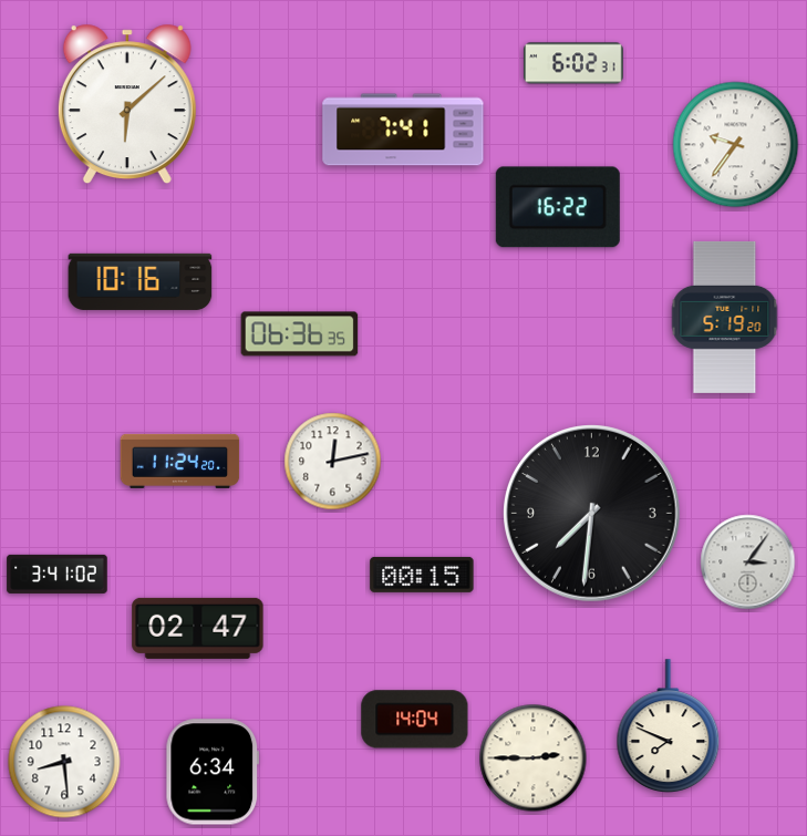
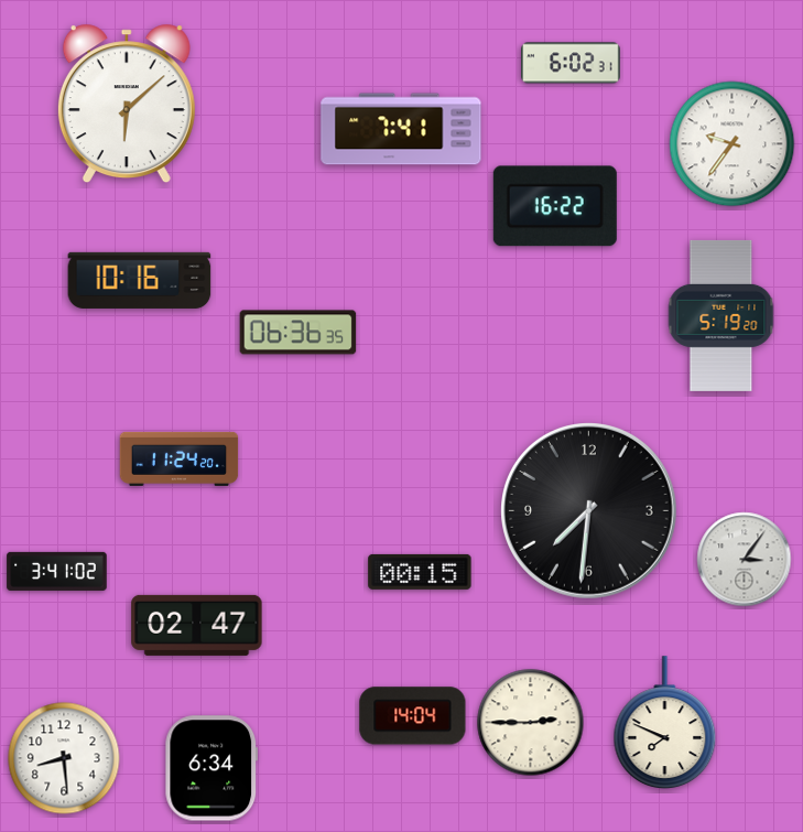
clock at (333, 462): 12:13 -> none
clock at (534, 758) position: (534, 758) -> (531, 723)
